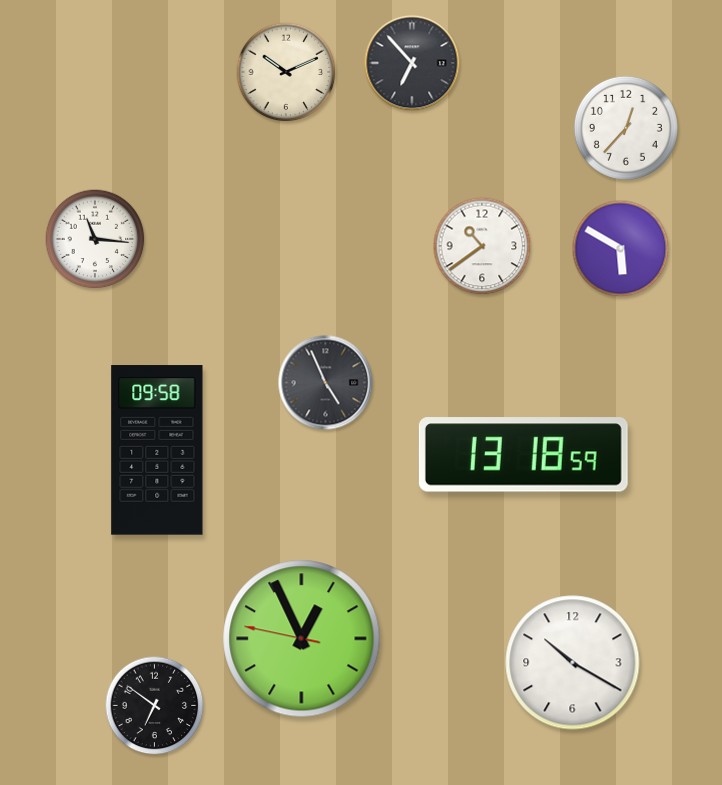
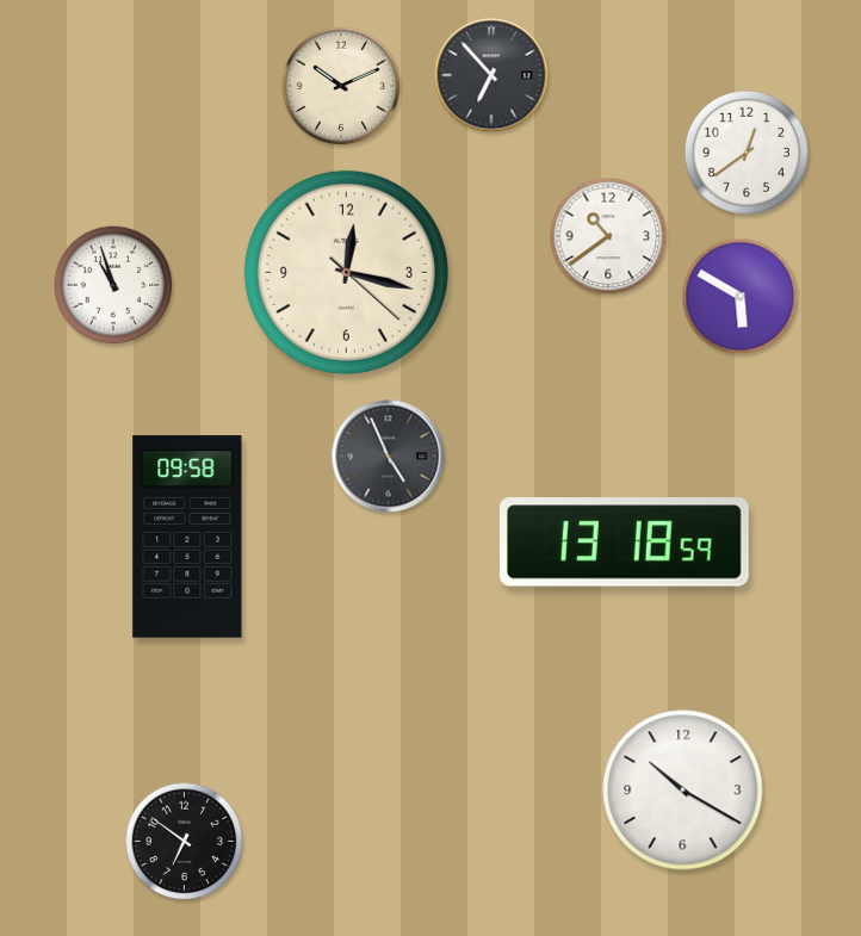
clock at (626, 128): 12:37 -> 12:39
clock at (346, 272): none -> 12:17
clock at (95, 239): 11:16 -> 10:57
clock at (482, 246) position: (482, 246) -> (608, 236)
clock at (302, 639): 12:55 -> none
